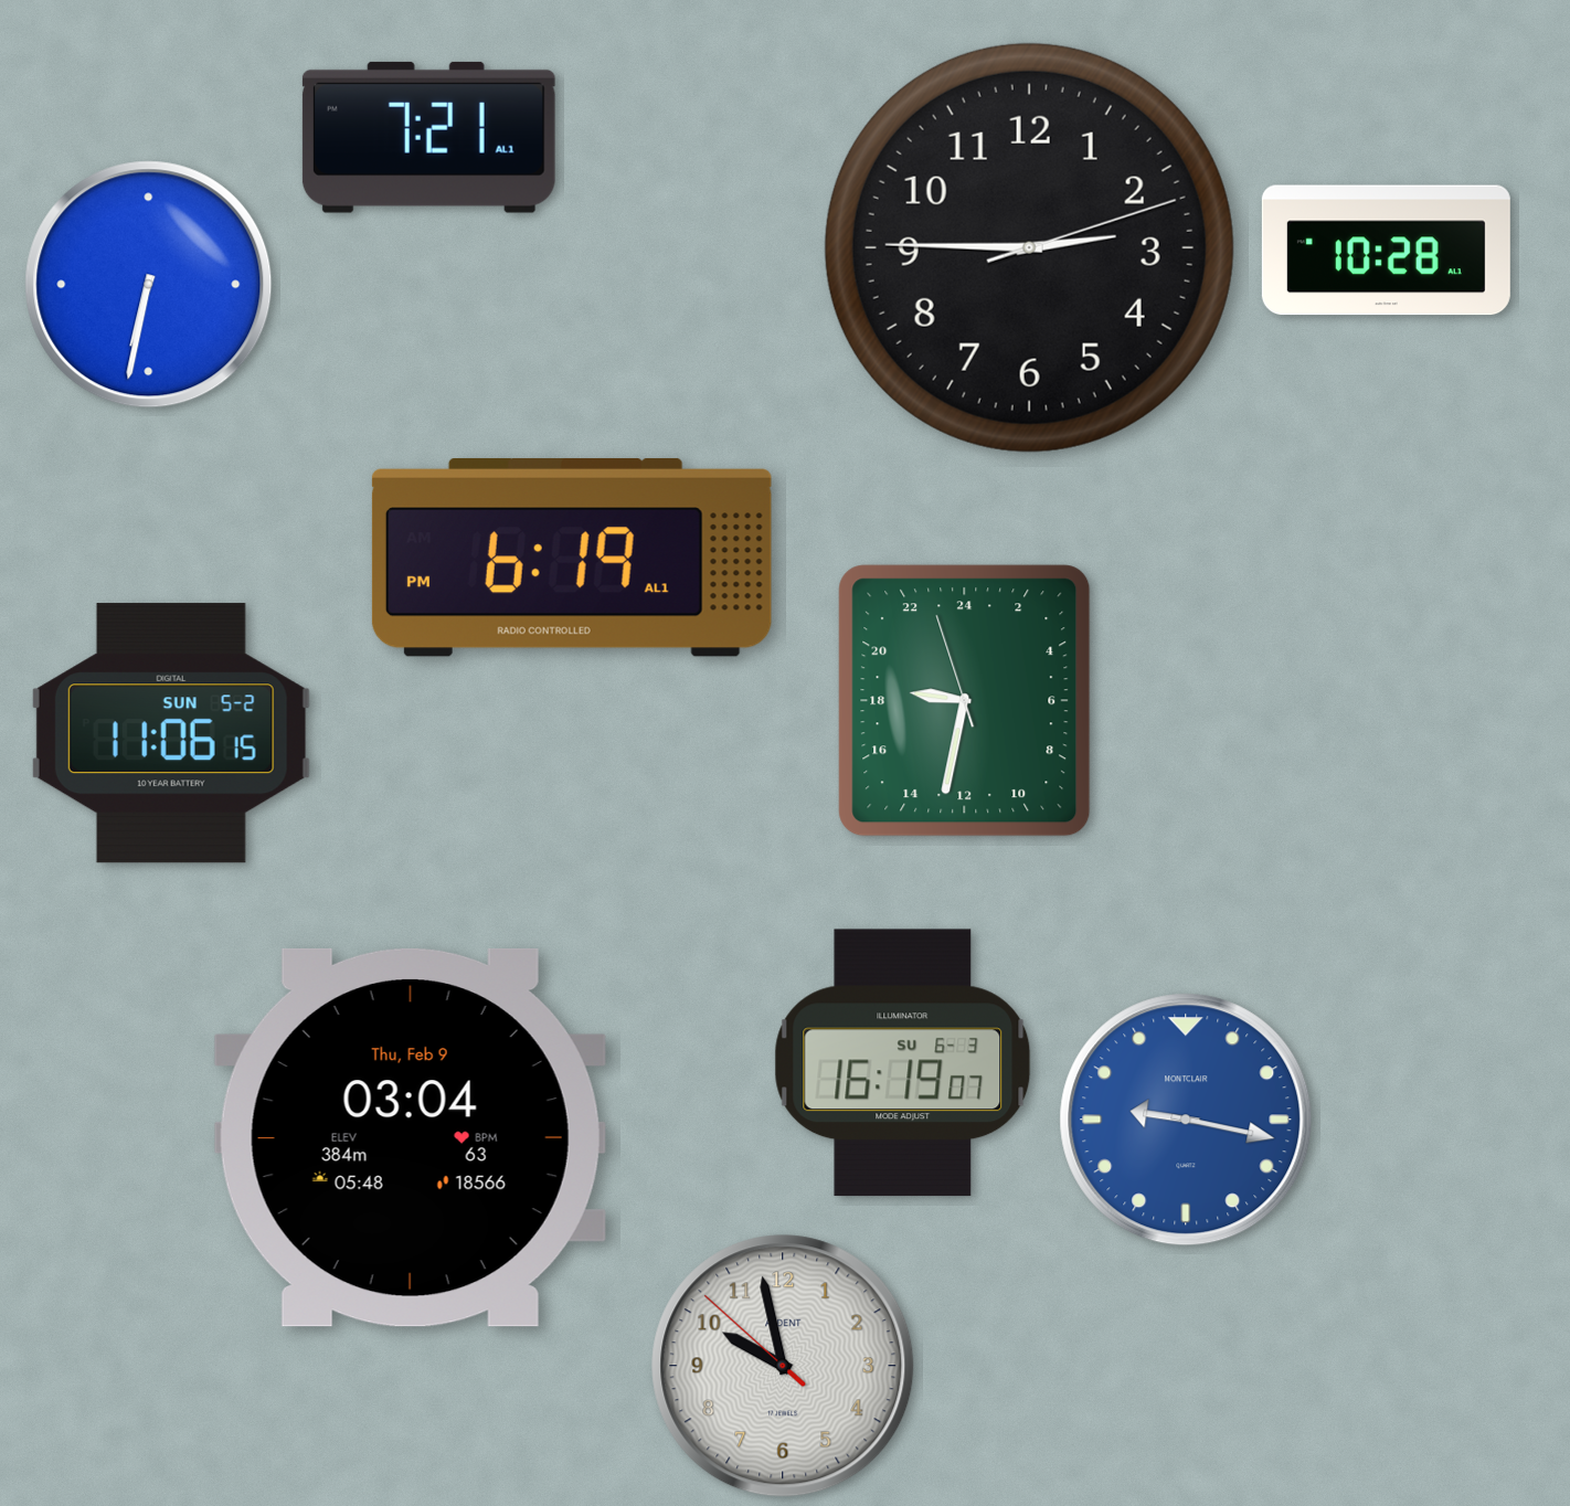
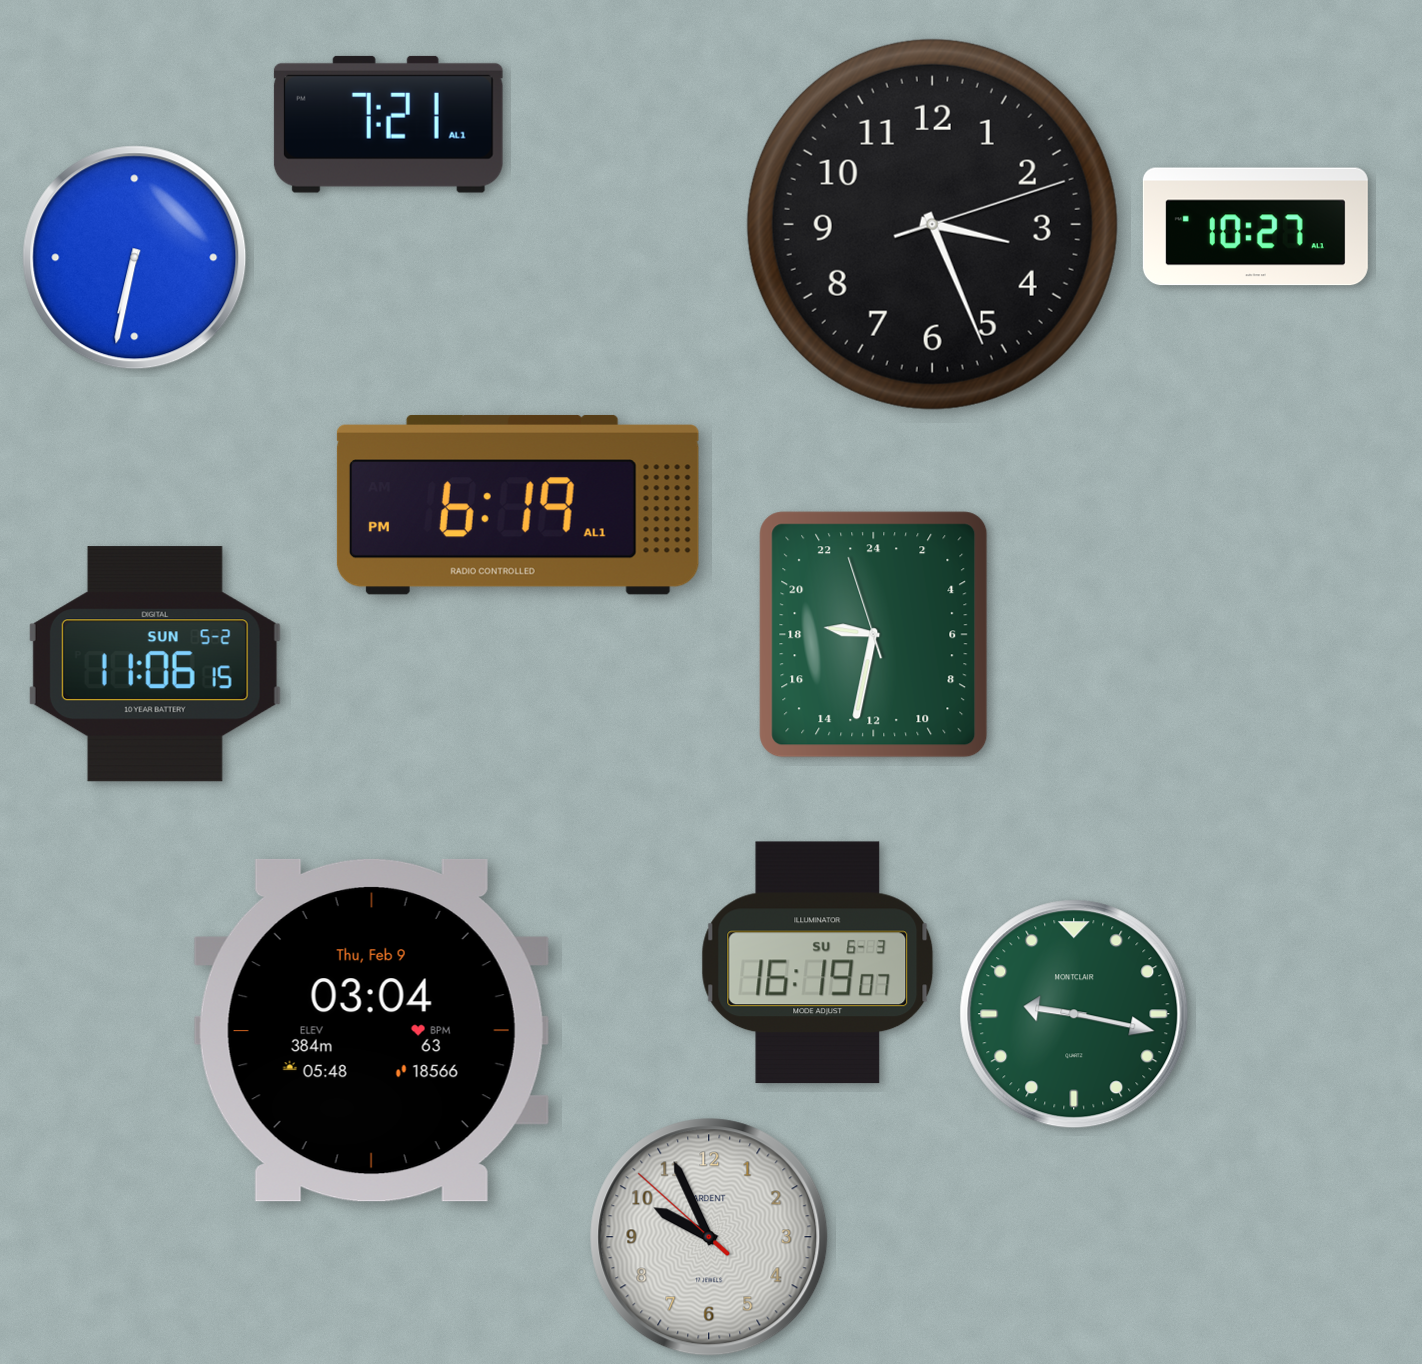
clock at (1029, 247): 2:45 -> 3:26
clock at (1386, 251): 10:28 -> 10:27
clock at (1186, 1120) dial: blue -> green
clock at (783, 1366): 9:57 -> 9:55
